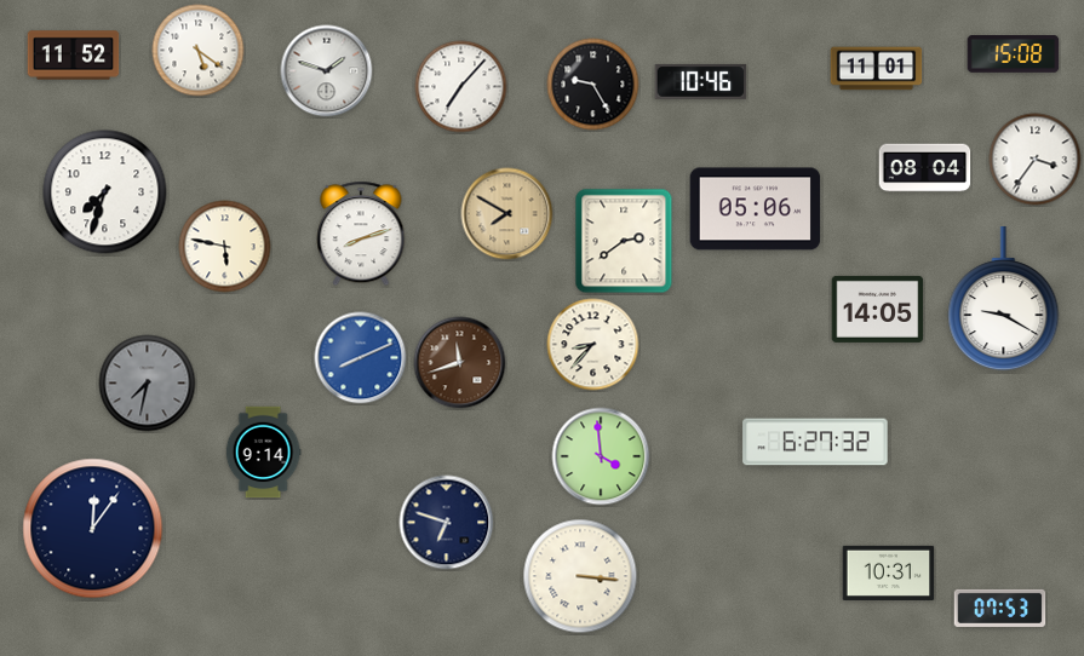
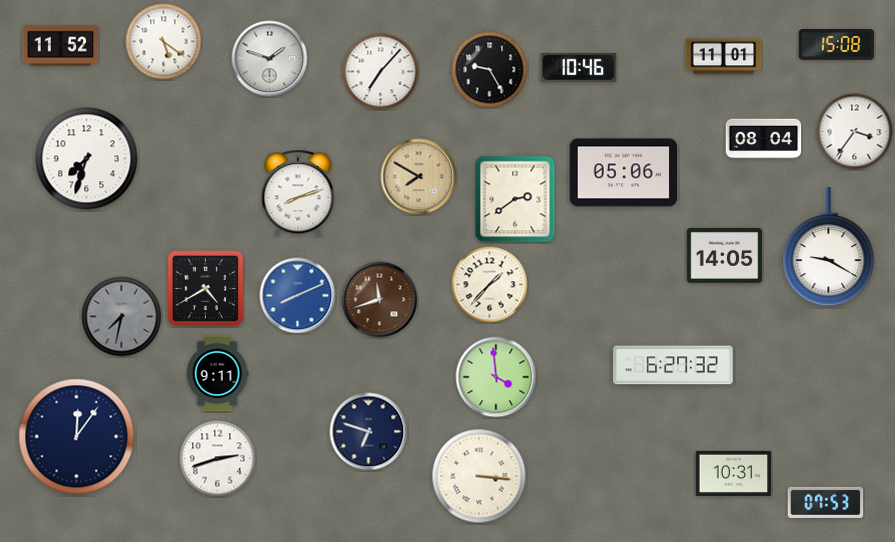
clock at (225, 247): 5:47 -> none
clock at (593, 345): 8:37 -> 1:37
clock at (205, 288): none -> 4:40
clock at (263, 453): 9:14 -> 9:11
clock at (218, 459): none -> 2:42
